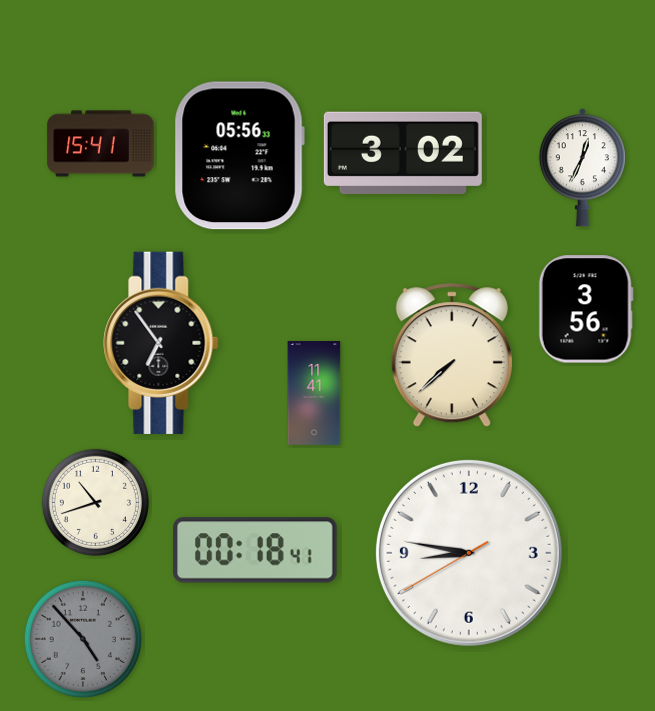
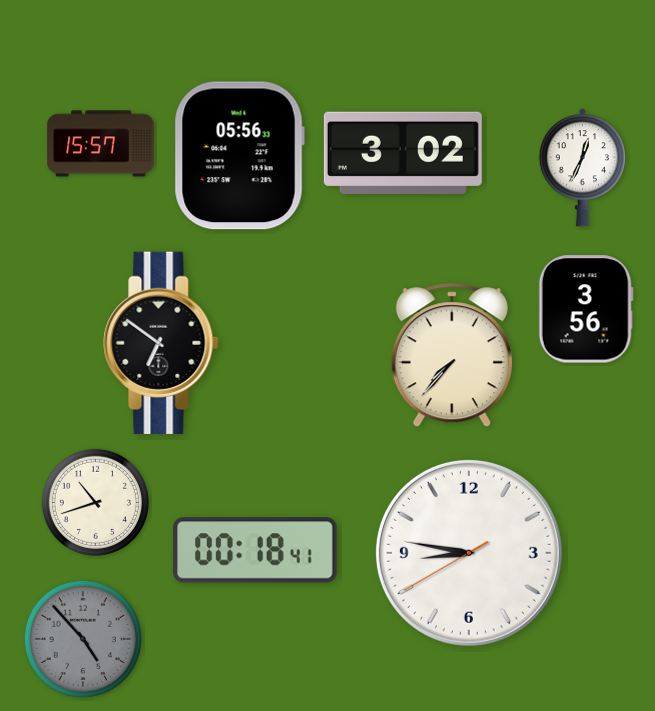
clock at (101, 144): 15:41 -> 15:57
clock at (161, 343): 6:54 -> 6:51
clock at (452, 356): 7:38 -> 7:37
clock at (314, 393): 11:41 -> none
